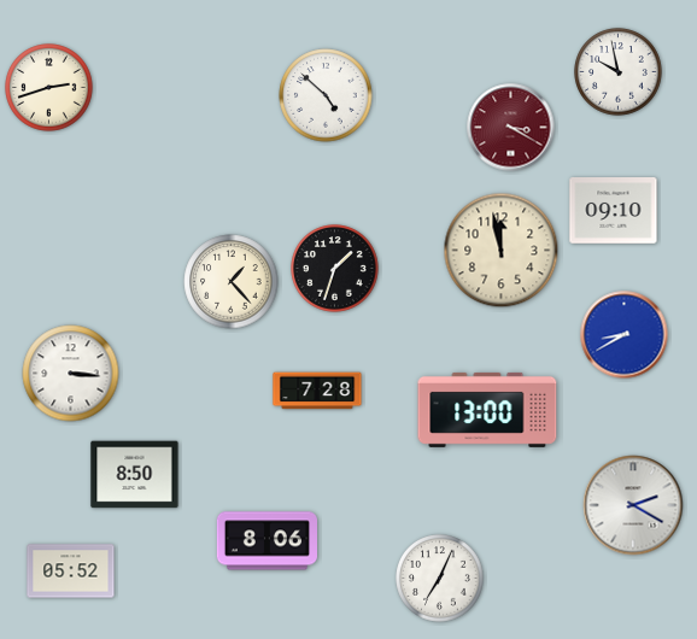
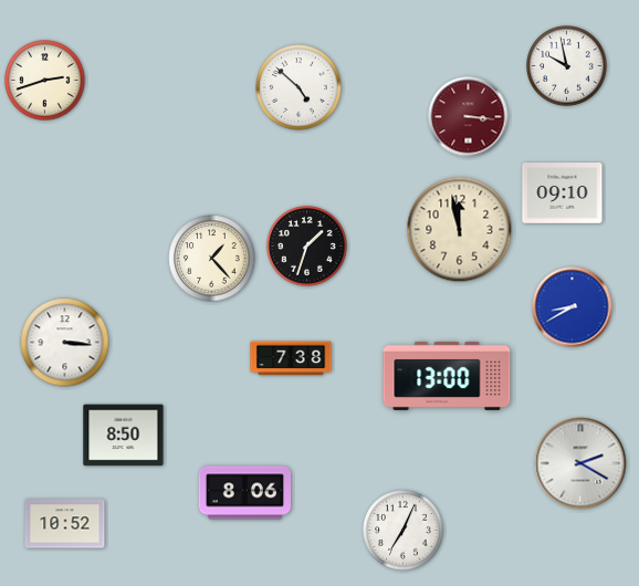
clock at (511, 128): 3:20 -> 3:16
clock at (317, 391): 7:28 -> 7:38
clock at (266, 541) position: (266, 541) -> (244, 493)
clock at (71, 571): 05:52 -> 10:52
